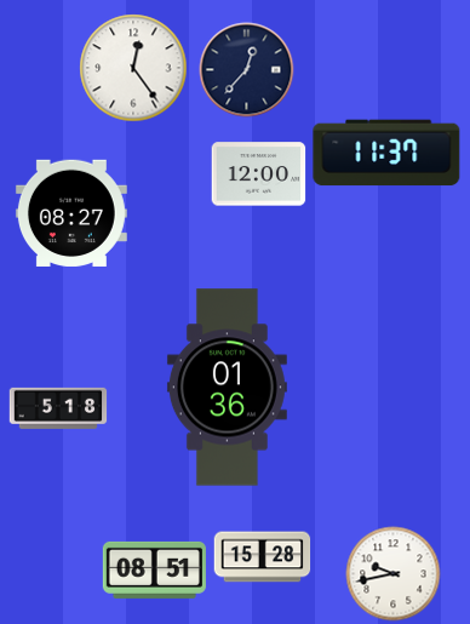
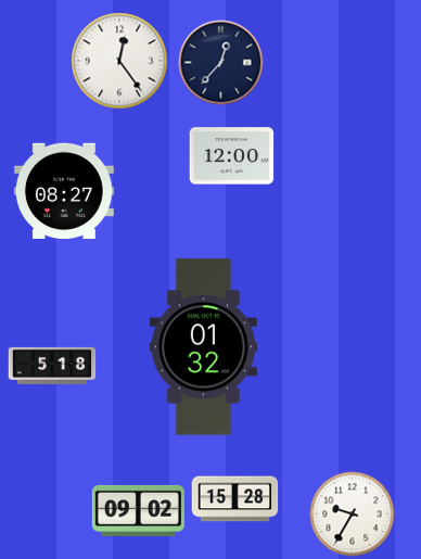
clock at (386, 153): 11:37 -> none
clock at (227, 388): 01:36 -> 01:32
clock at (154, 569): 08:51 -> 09:02
clock at (392, 573): 9:43 -> 9:35
